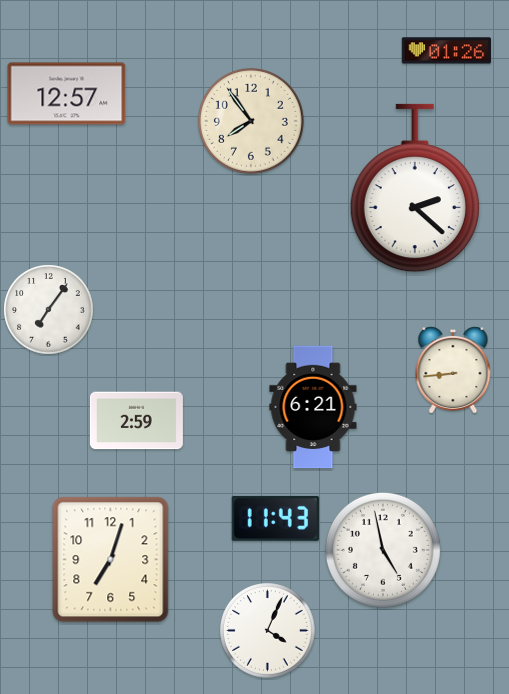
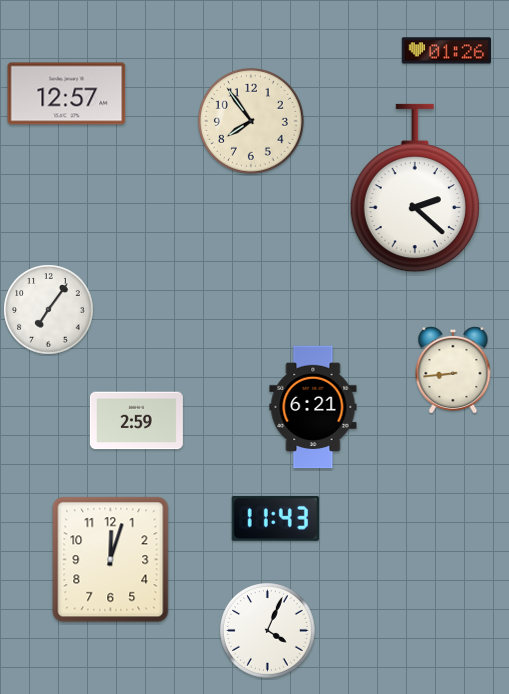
clock at (383, 550): 4:58 -> none
clock at (111, 560): 7:03 -> 12:03
